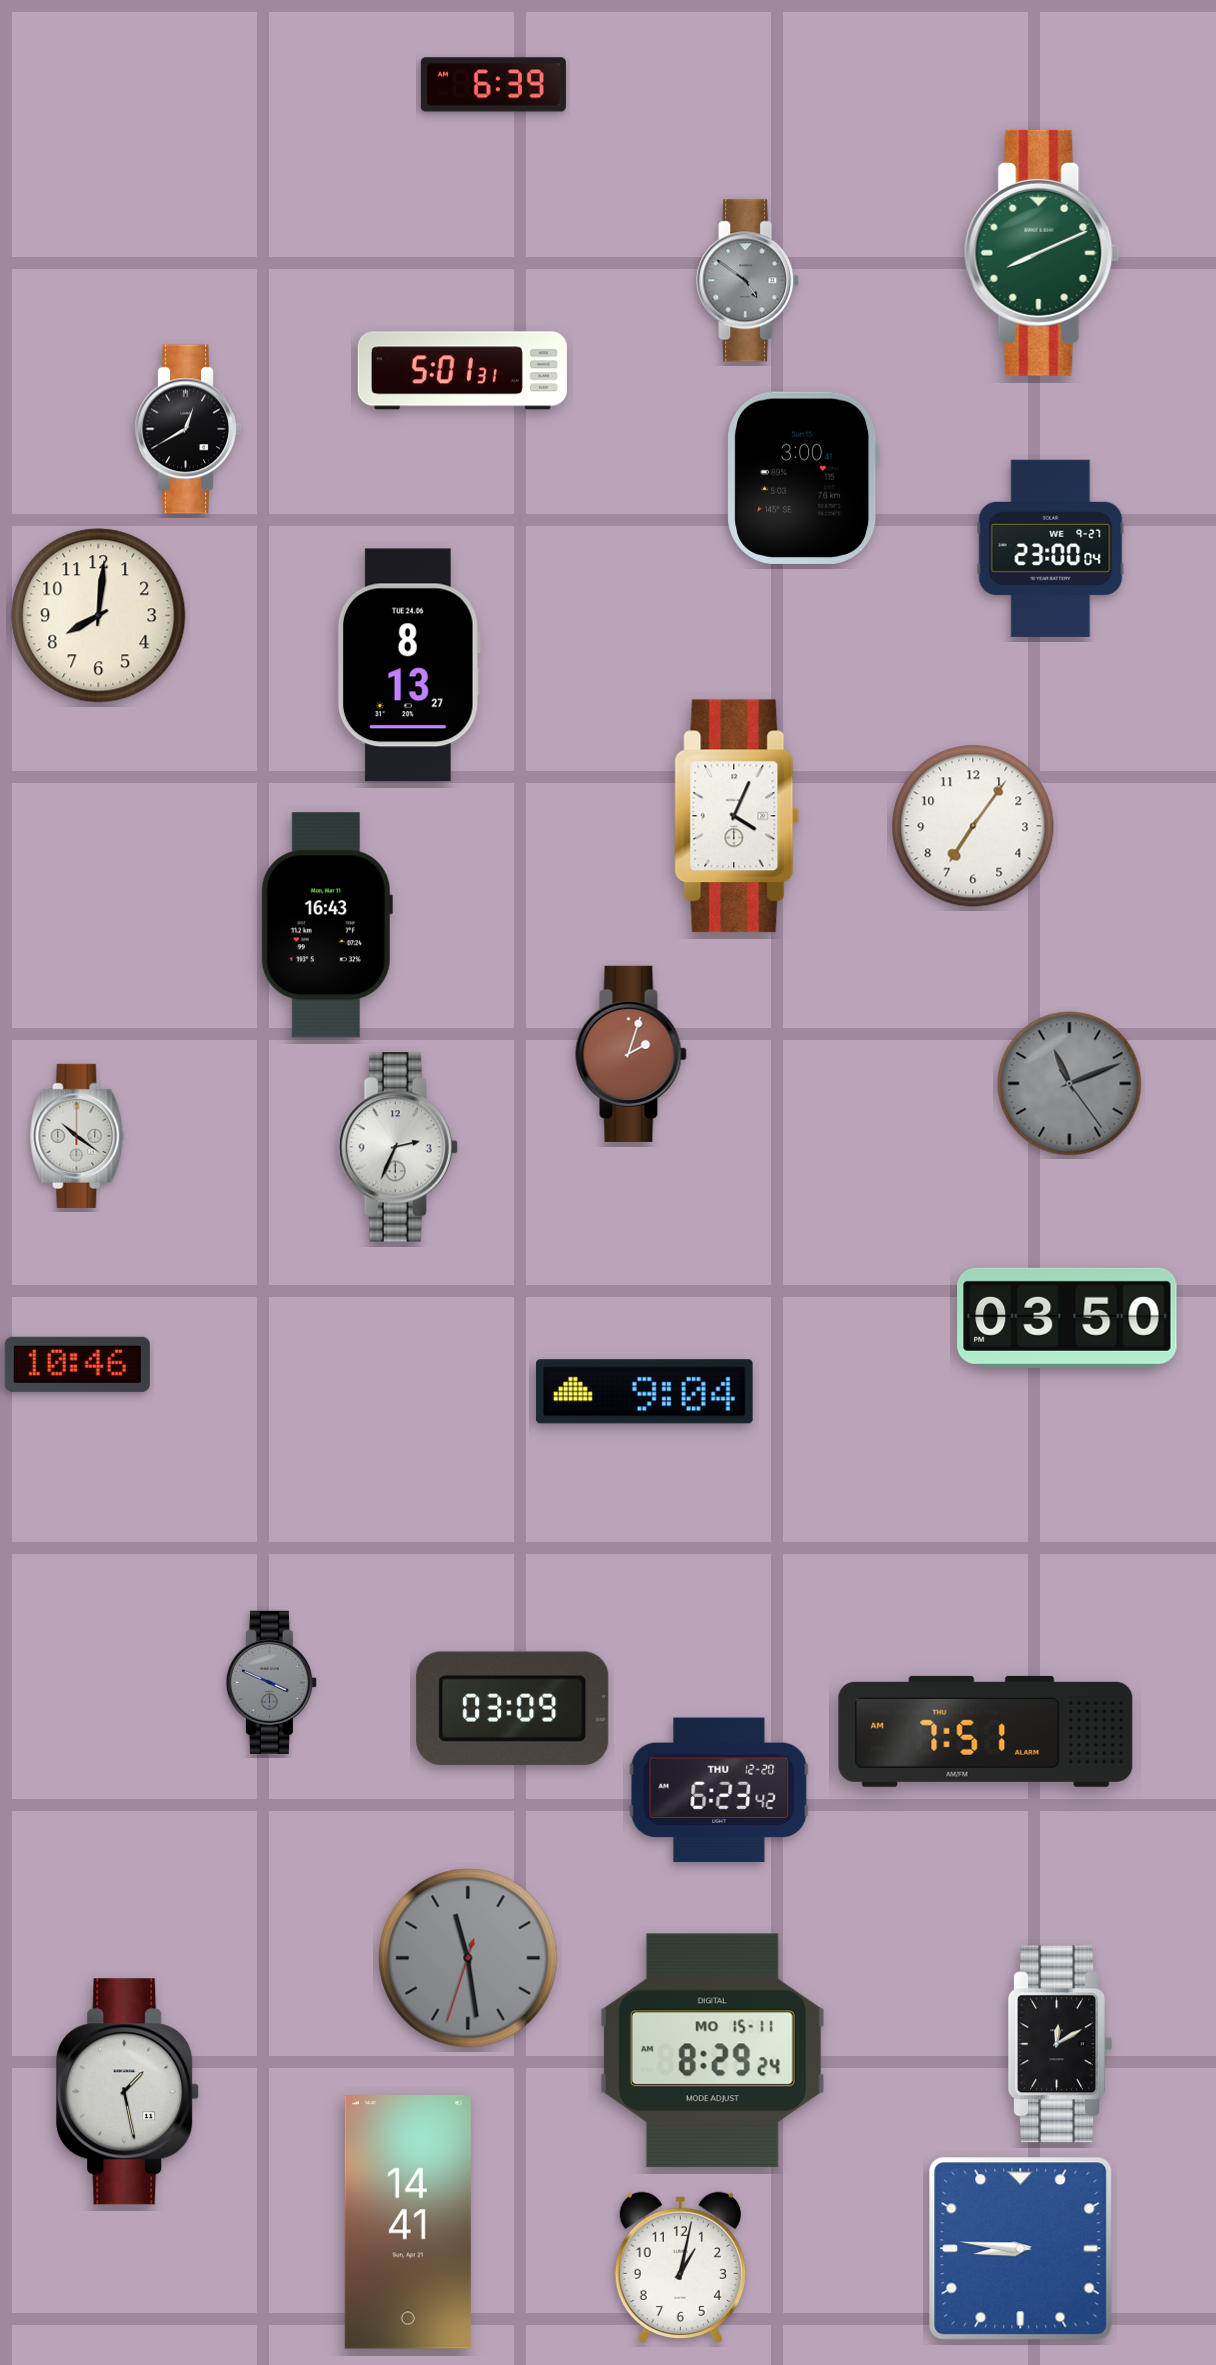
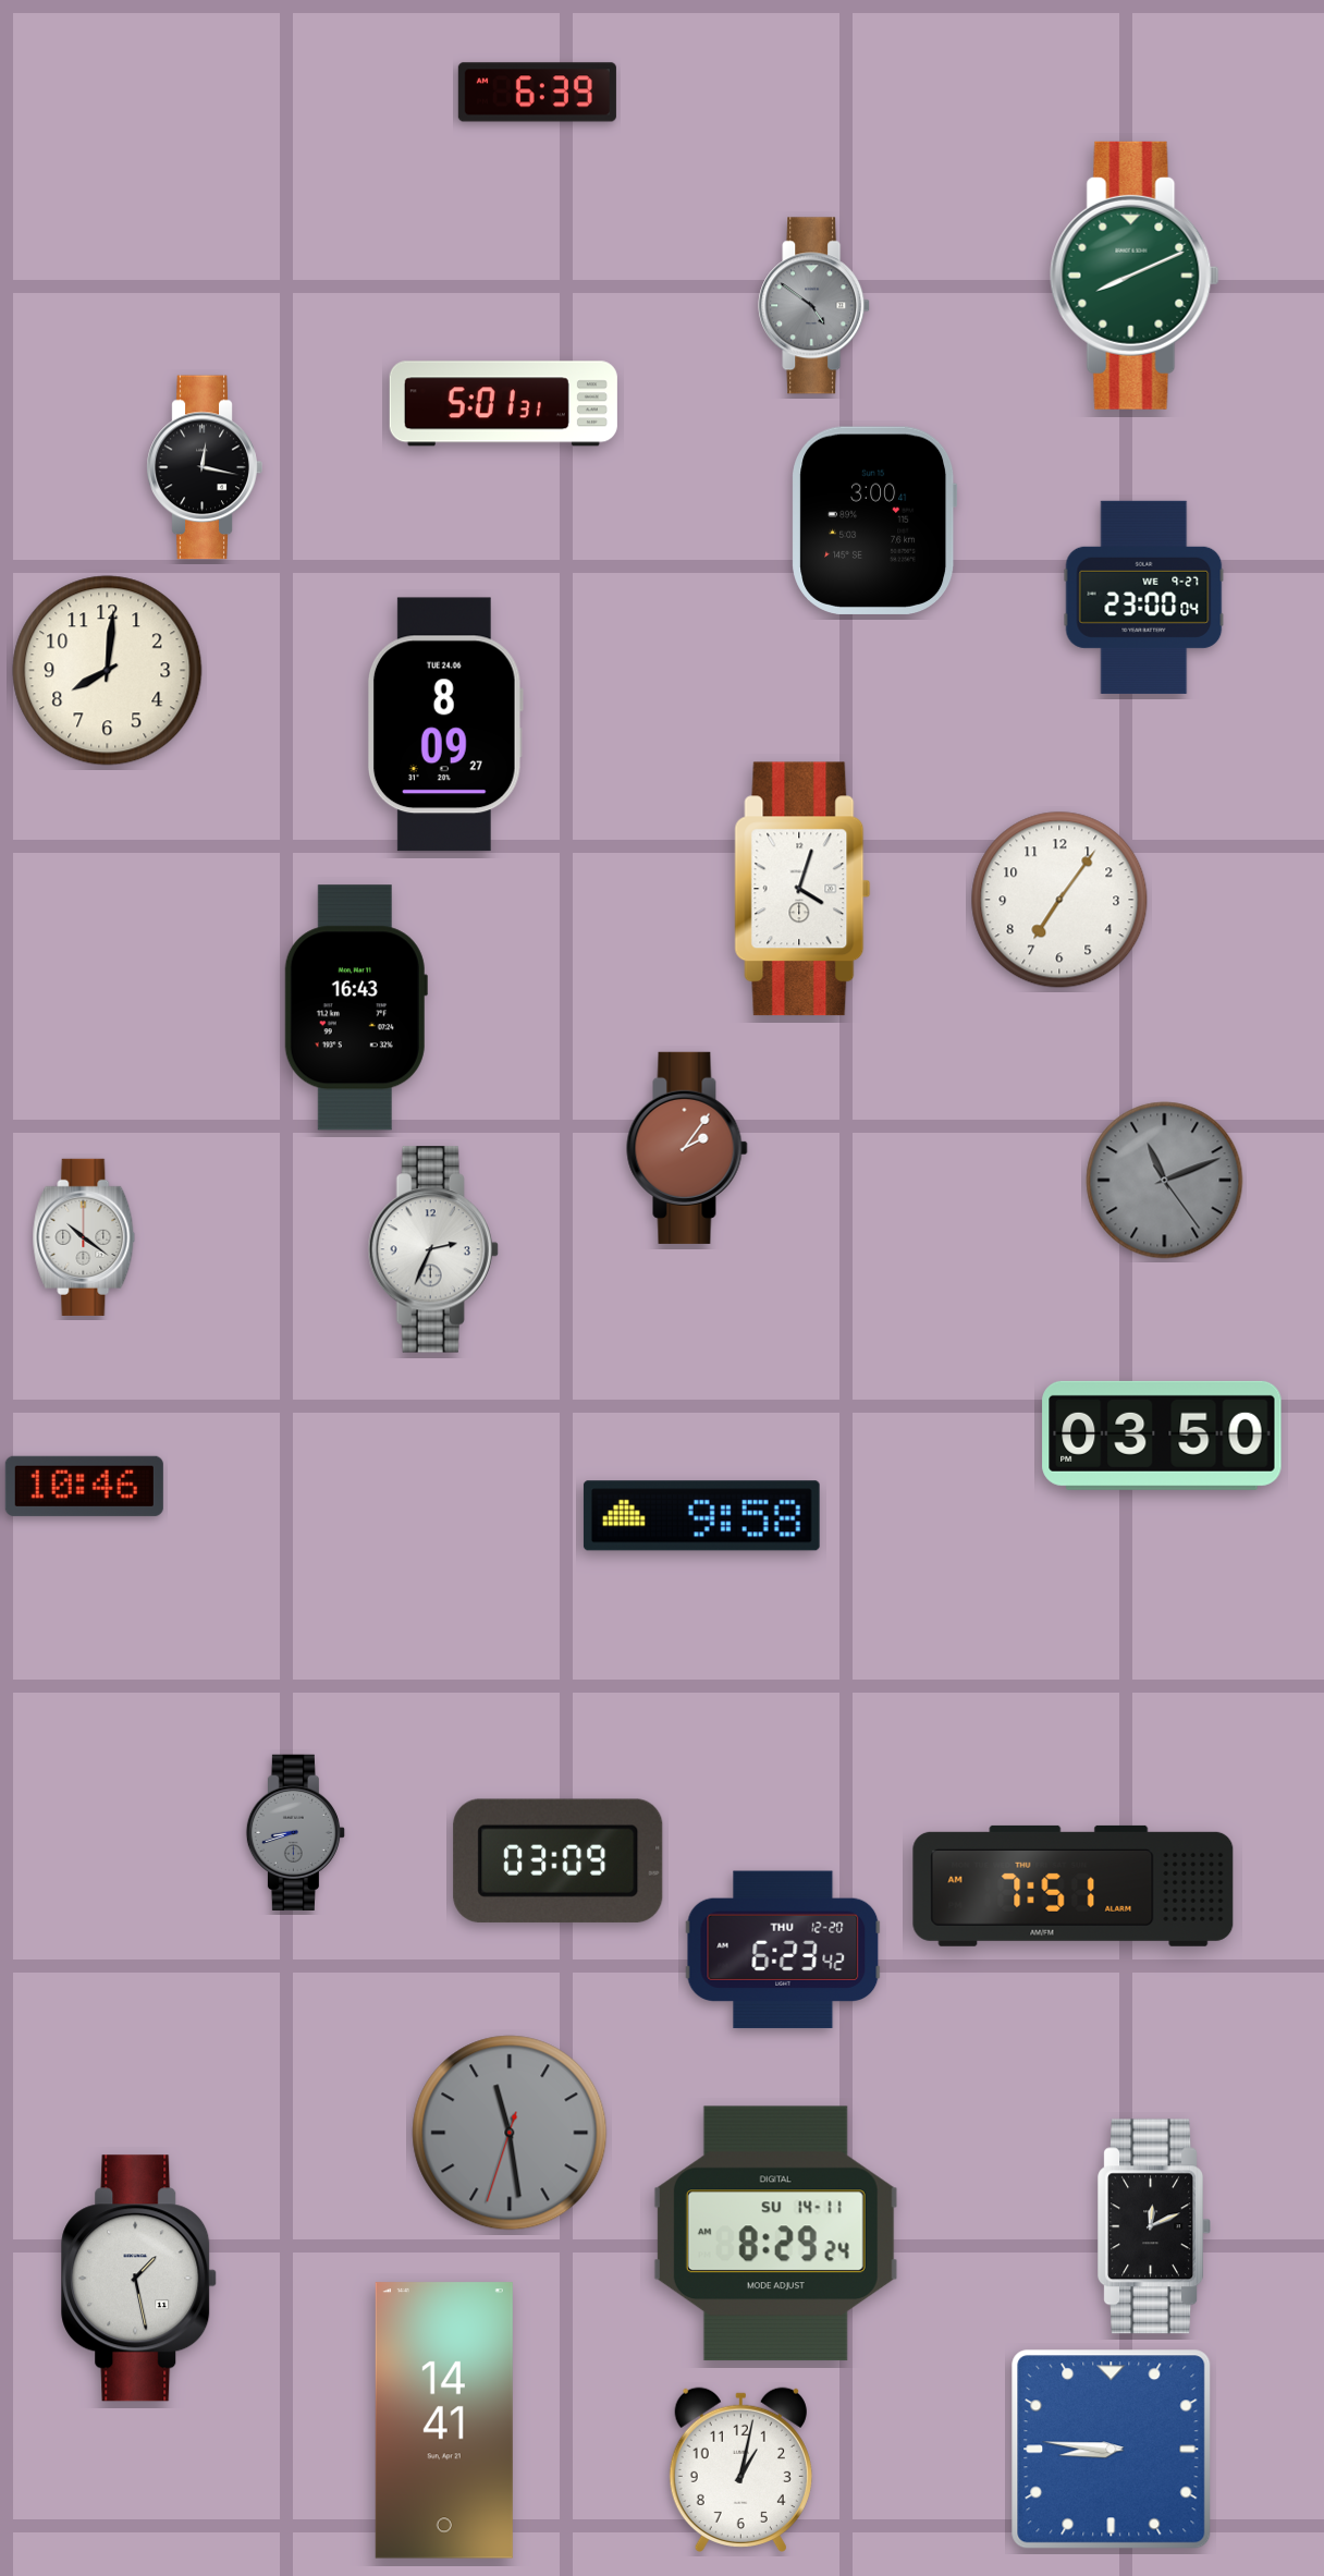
clock at (188, 429): 12:40 -> 12:17
clock at (409, 665): 8:13 -> 8:09
clock at (737, 816): 4:04 -> 4:03
clock at (631, 1054): 2:03 -> 2:06
clock at (644, 1392): 9:04 -> 9:58
clock at (271, 1682): 3:49 -> 8:42
clock at (1060, 2044): 12:10 -> 12:11
clock at (712, 2051) date: MO 15-11 -> SU 14-11
